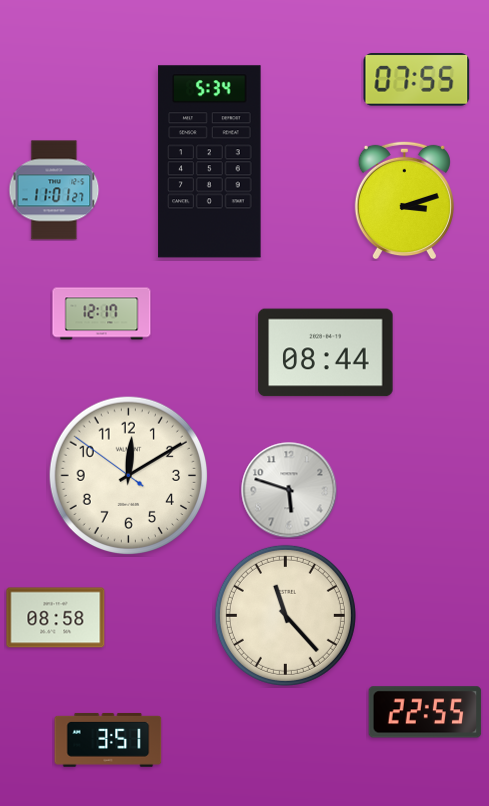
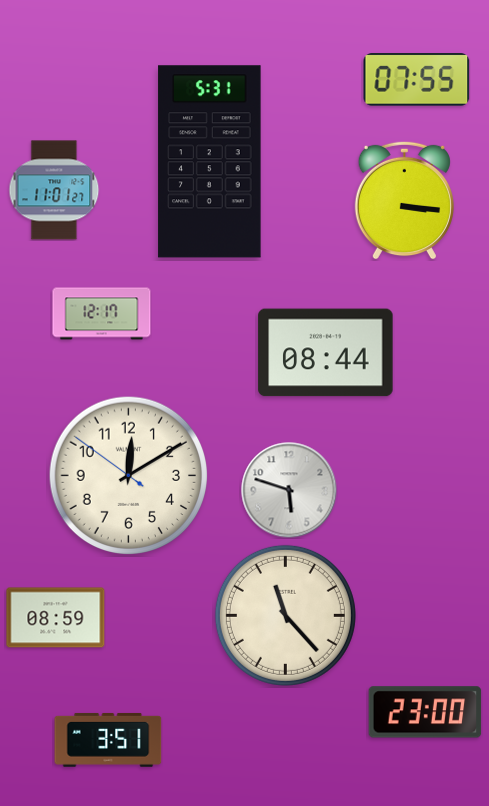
clock at (210, 162): 5:34 -> 5:31
clock at (404, 200): 3:12 -> 3:16
clock at (56, 618): 08:58 -> 08:59
clock at (425, 712): 22:55 -> 23:00
